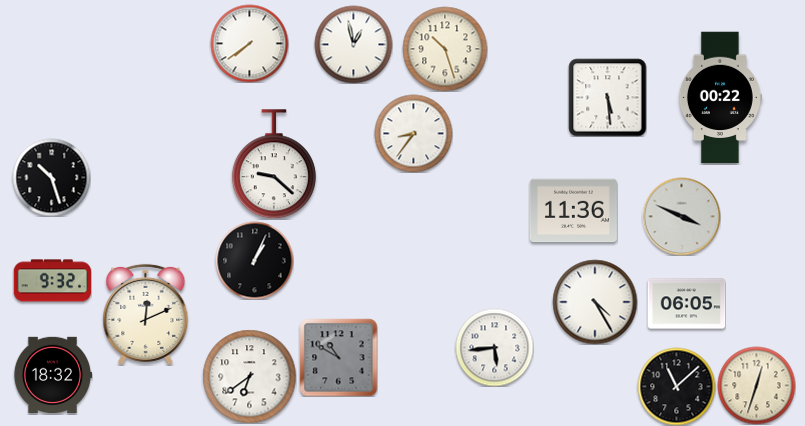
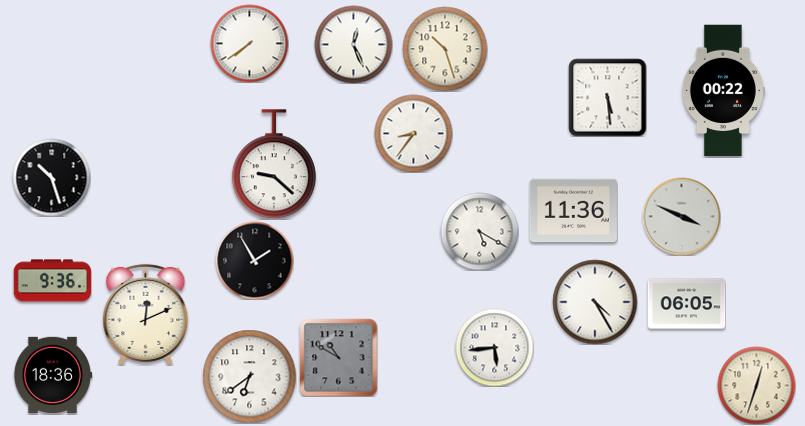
clock at (353, 44): 12:58 -> 12:26
clock at (720, 98) position: (720, 98) -> (723, 91)
clock at (479, 231): none -> 5:20
clock at (254, 260): 1:04 -> 1:55
clock at (52, 281): 9:32 -> 9:36
clock at (53, 374): 18:32 -> 18:36
clock at (676, 386): 11:08 -> none
